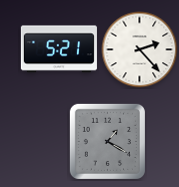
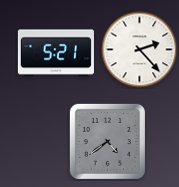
clock at (59, 49) position: (59, 49) -> (56, 53)
clock at (107, 141): 1:20 -> 4:39
